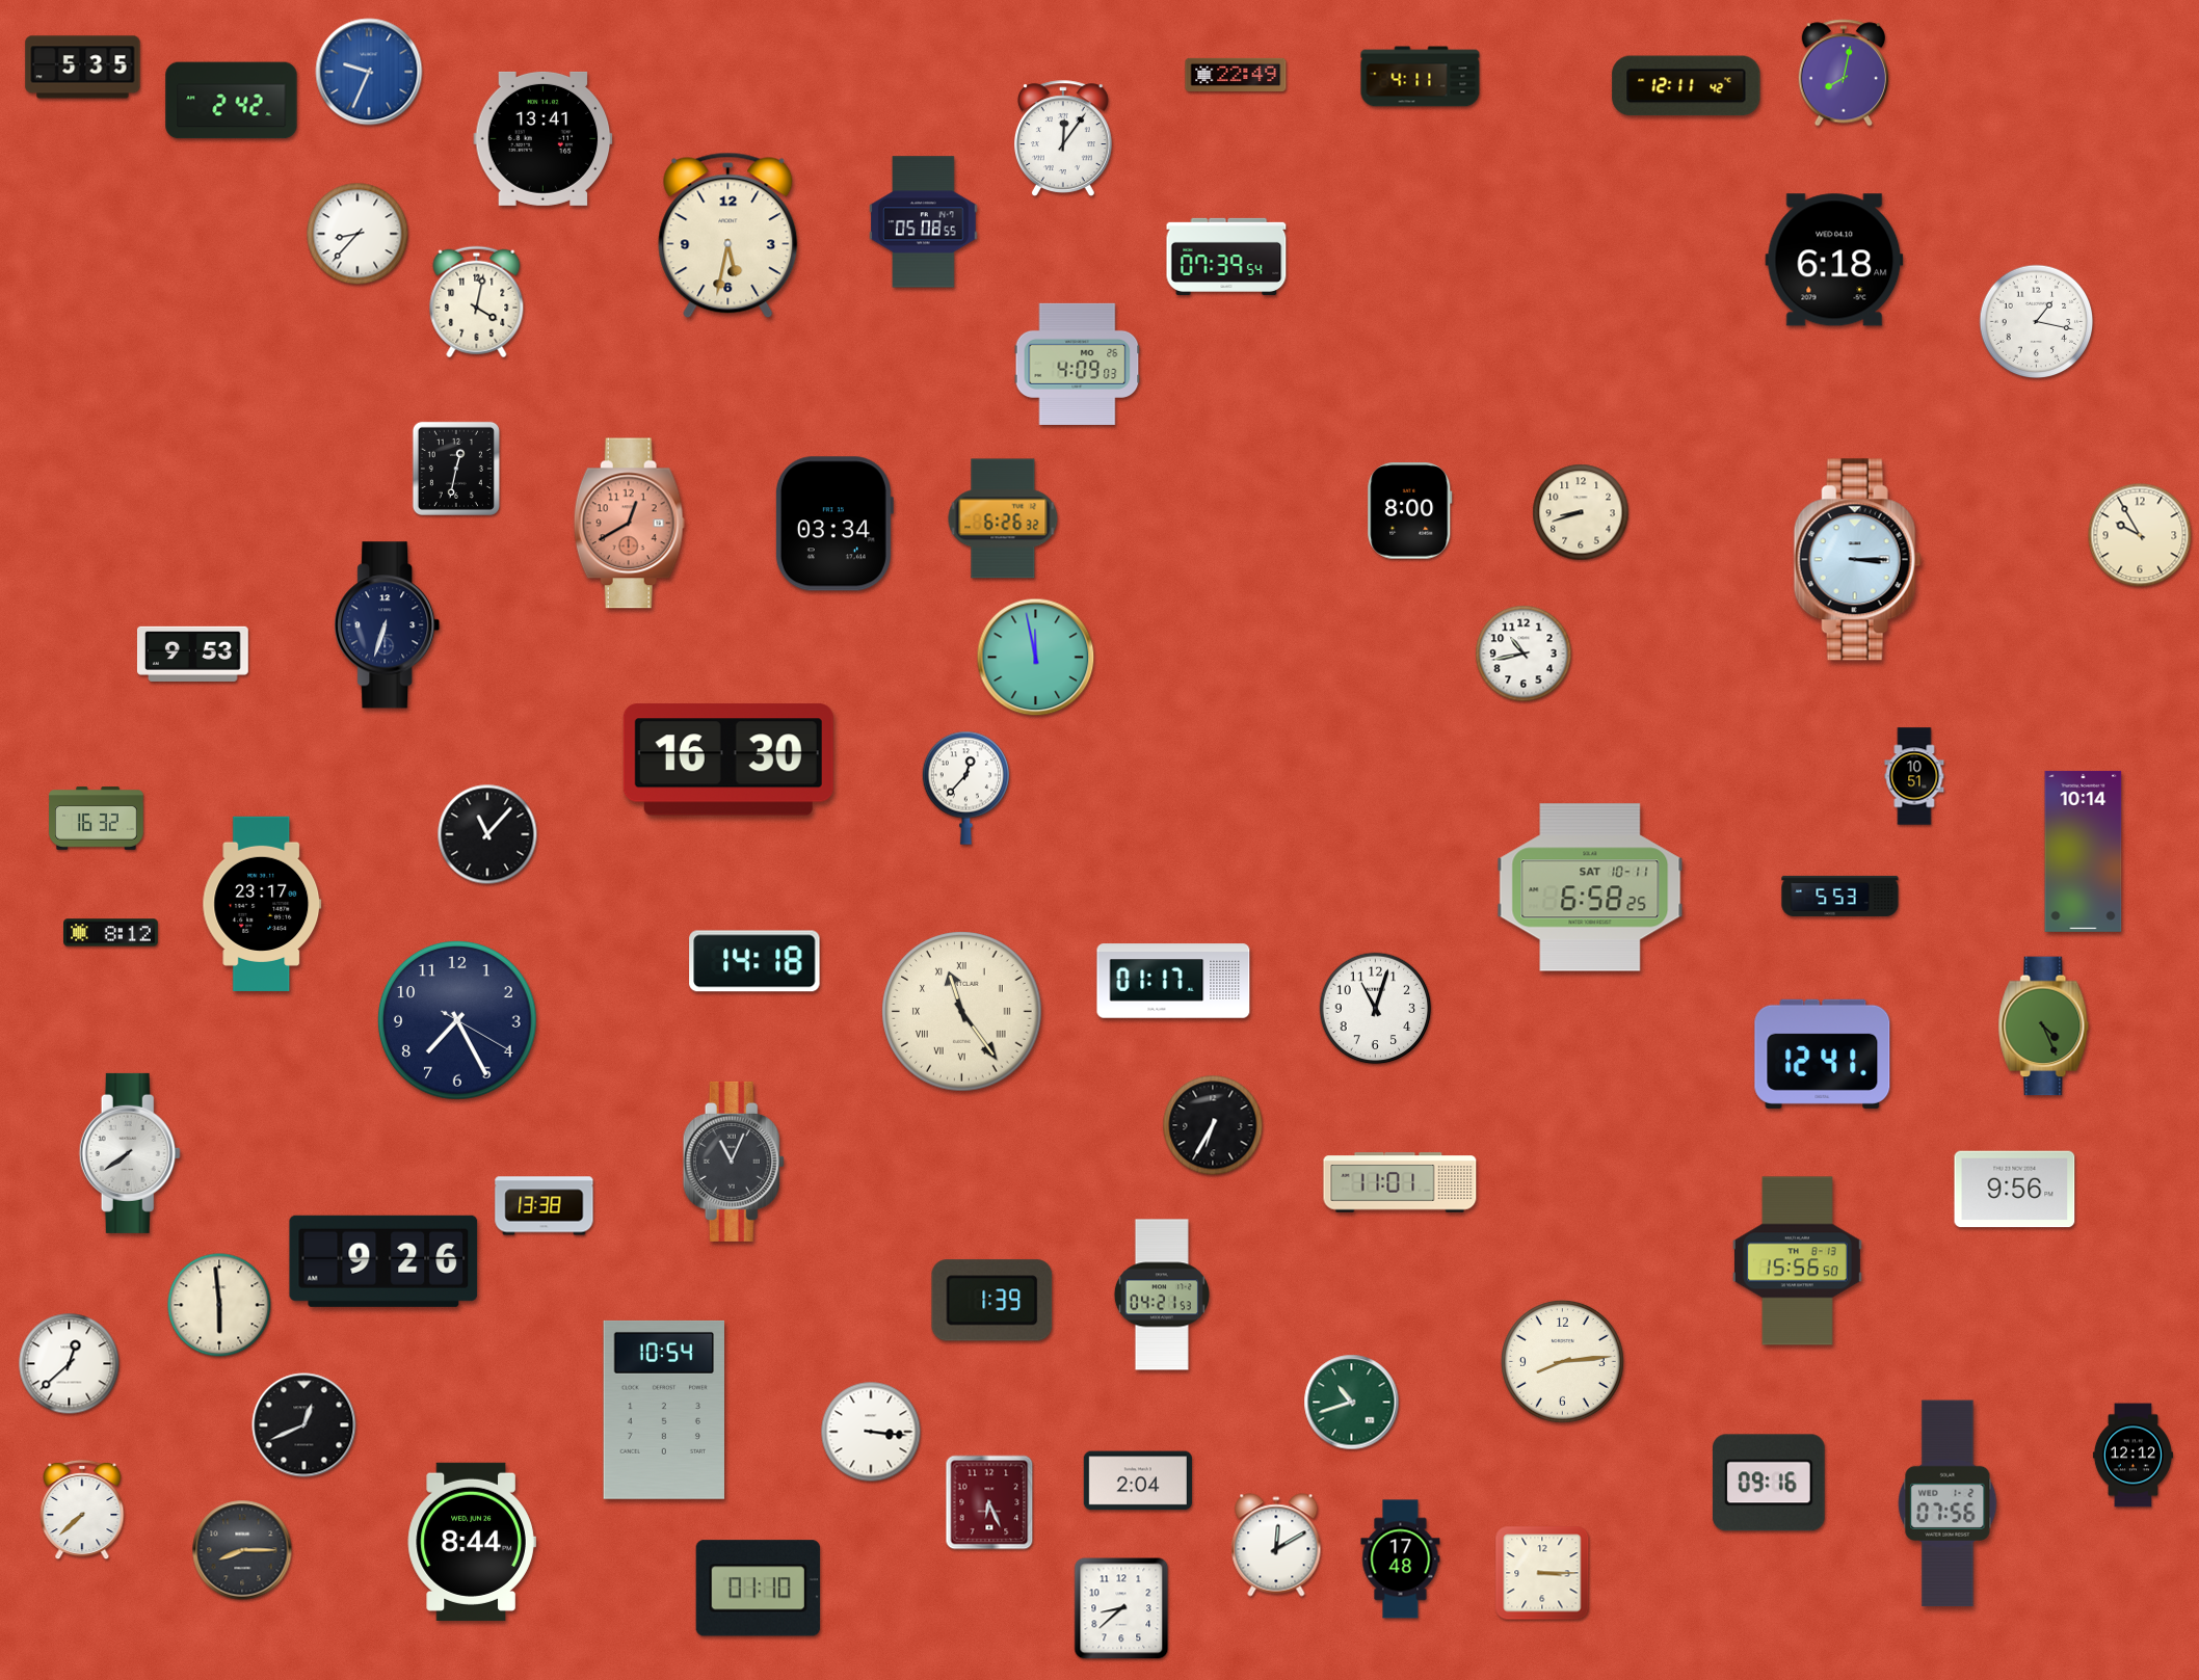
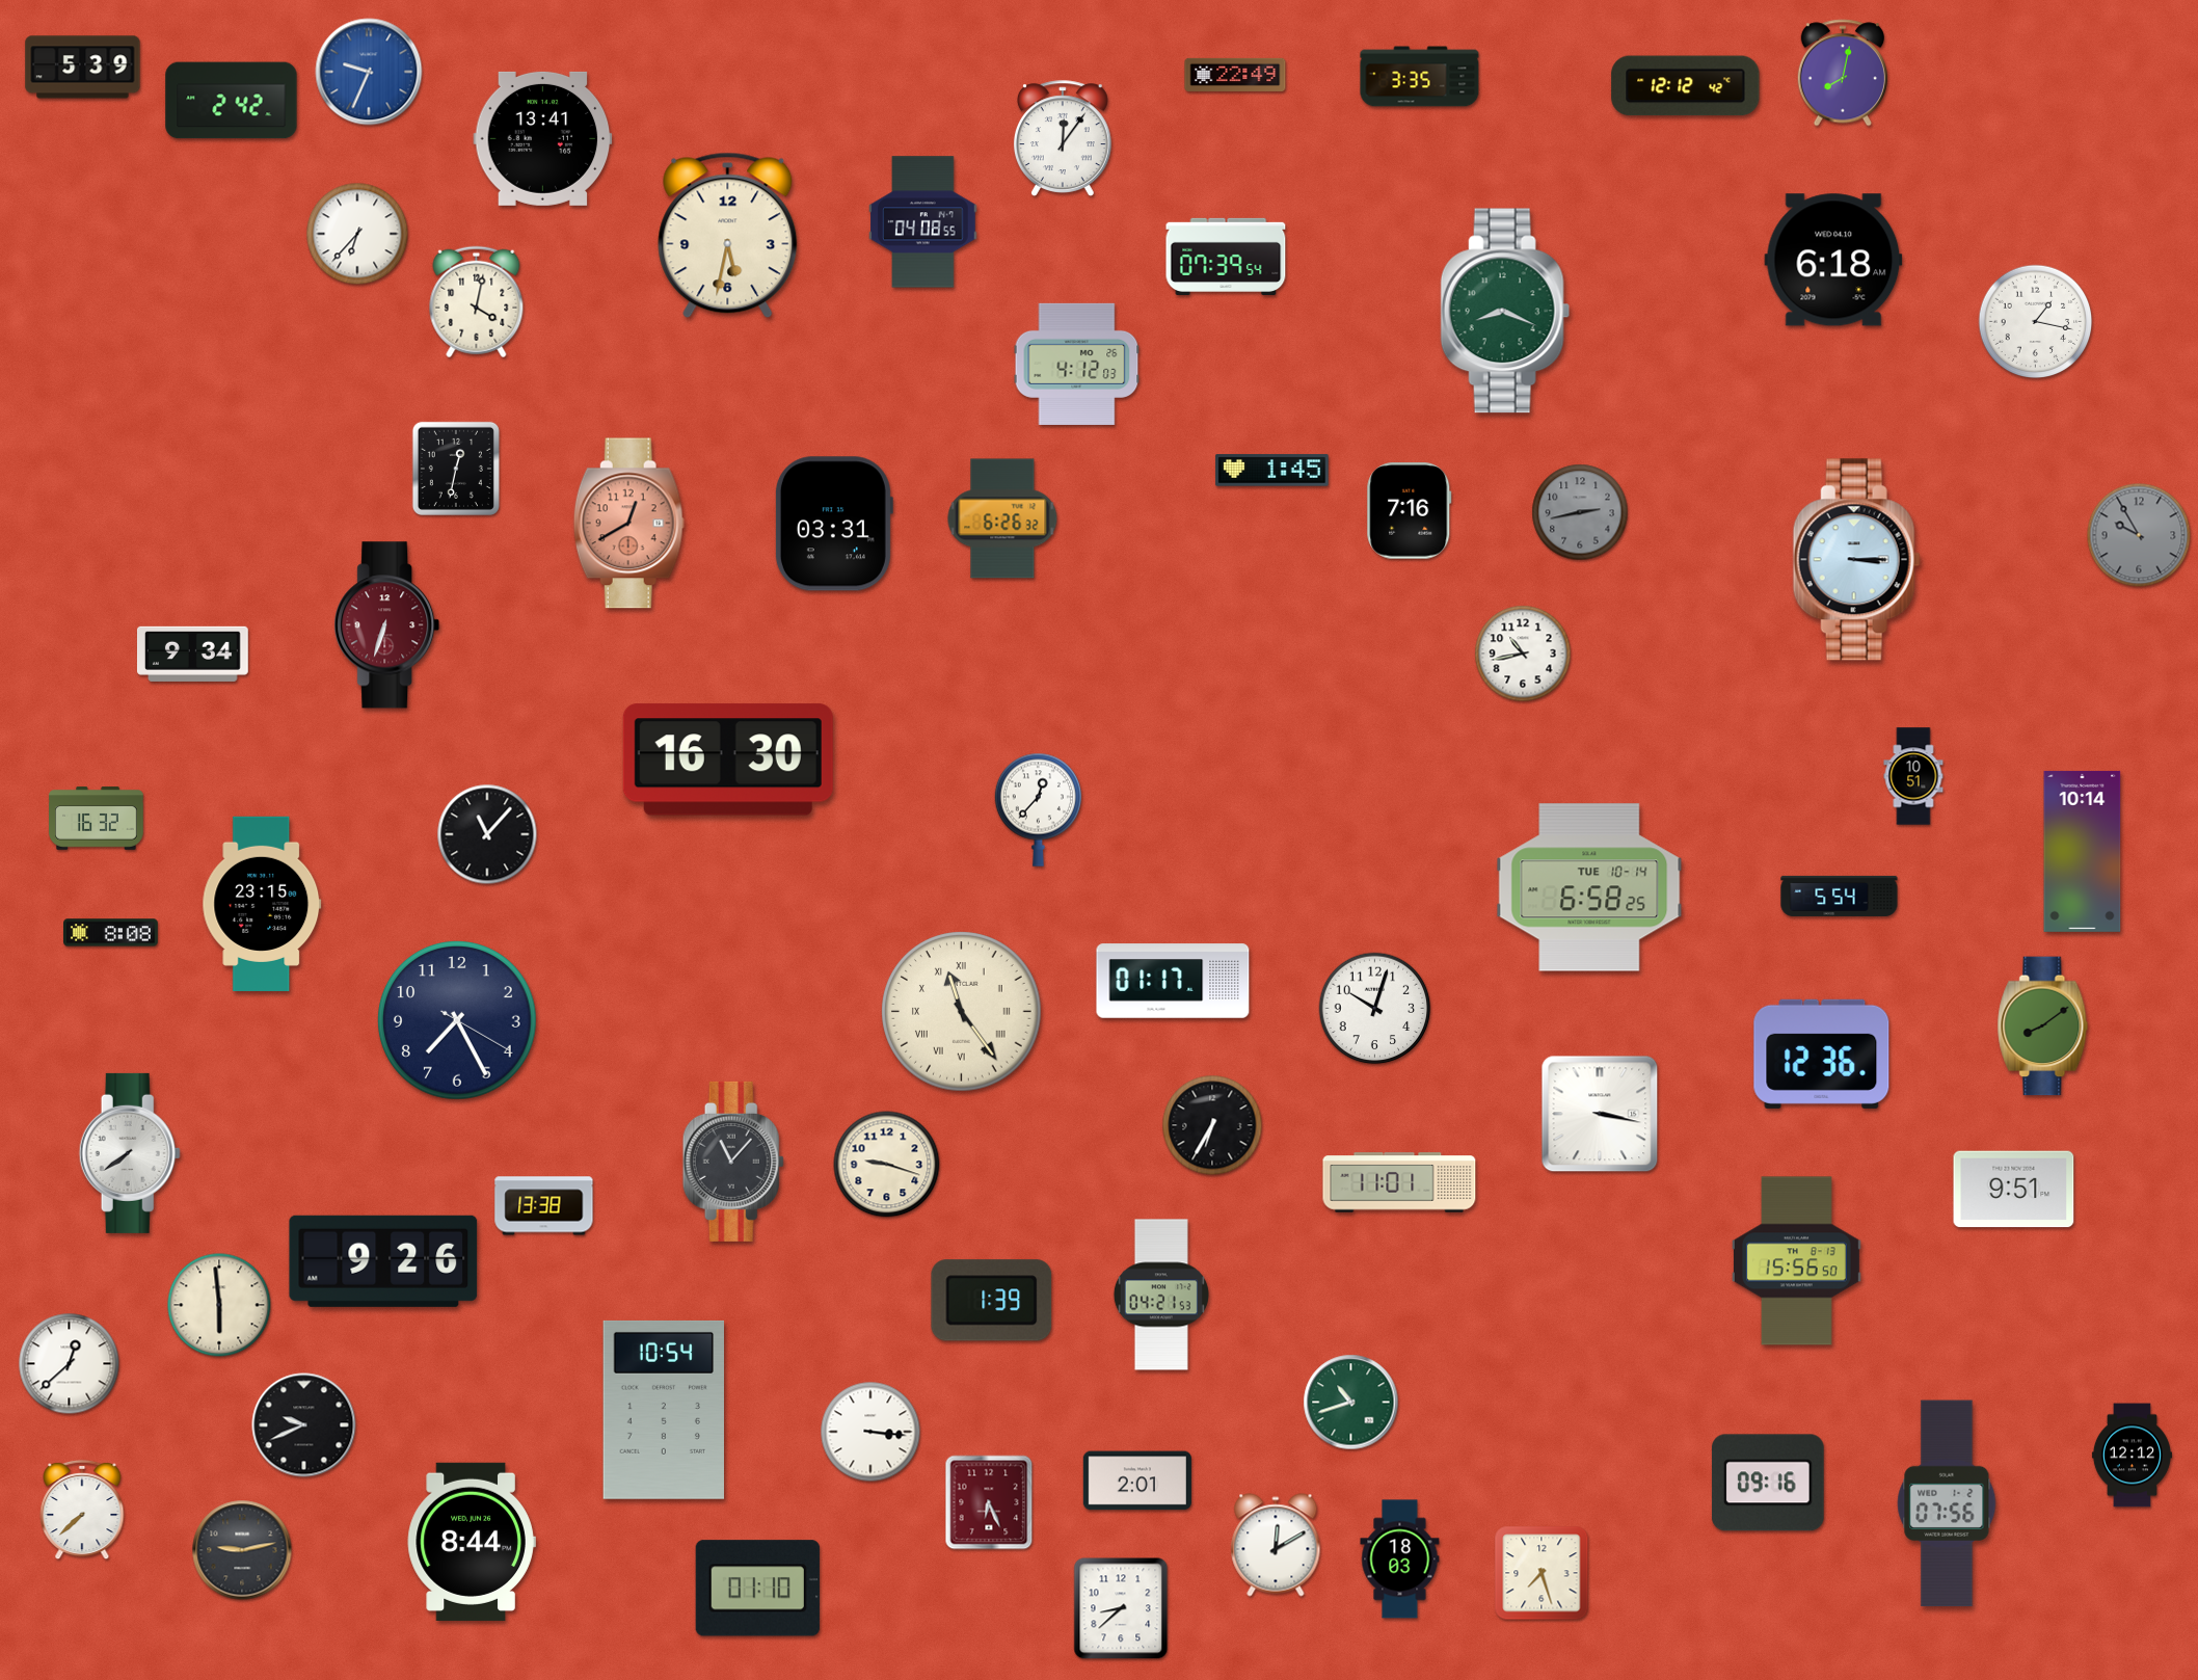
clock at (83, 68): 5:35 -> 5:39
clock at (1421, 77): 4:11 -> 3:35
clock at (1687, 86): 12:11 -> 12:12
clock at (924, 222): 05:08 -> 04:08
clock at (357, 234): 8:37 -> 6:37
clock at (1505, 311): none -> 8:19
clock at (1078, 364): 4:09 -> 4:12
clock at (1272, 471): none -> 1:45
clock at (1410, 511): 8:00 -> 7:16
clock at (1581, 512): 8:42 -> 2:43
clock at (1581, 512) dial: cream -> grey
clock at (833, 524): 03:34 -> 03:31
clock at (2140, 535) dial: cream -> grey
clock at (388, 625) dial: navy -> burgundy
clock at (192, 654): 9:53 -> 9:34
clock at (1036, 658): 11:58 -> none
clock at (965, 788) position: (965, 788) -> (1038, 809)
clock at (1590, 887) date: SAT 10-11 -> TUE 10-14
clock at (1840, 896): 5:53 -> 5:54
clock at (262, 904): 23:17 -> 23:15
clock at (111, 933): 8:12 -> 8:08
clock at (754, 961): 14:18 -> none
clock at (1376, 1009): 11:03 -> 10:03
clock at (2044, 1026): 4:26 -> 8:09
clock at (1823, 1054): 12:41 -> 12:36
clock at (1600, 1114): none -> 3:17
clock at (734, 1162): 11:04 -> 11:07
clock at (887, 1165): none -> 9:18
clock at (2015, 1190): 9:56 -> 9:51
clock at (1562, 1361): 8:14 -> none
clock at (304, 1425): 12:41 -> 9:41
clock at (1138, 1481): 2:04 -> 2:01
clock at (242, 1550): 8:15 -> 9:13
clock at (1401, 1559): 17:48 -> 18:03
clock at (1542, 1573): 3:15 -> 7:27
